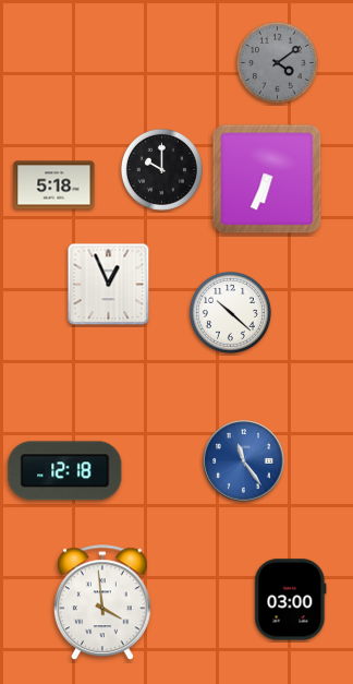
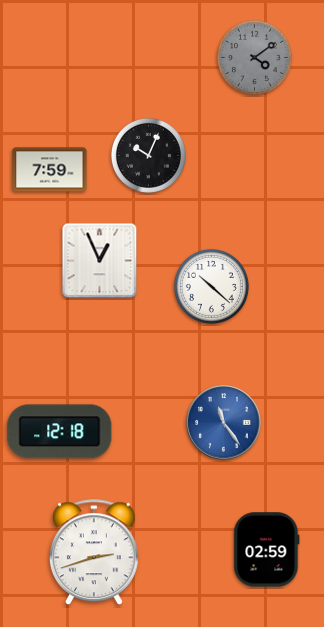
clock at (161, 169): 10:00 -> 10:04
clock at (267, 179): 6:34 -> none
clock at (54, 185): 5:18 -> 7:59
clock at (291, 600): 03:00 -> 02:59
clock at (102, 603): 3:59 -> 2:42
